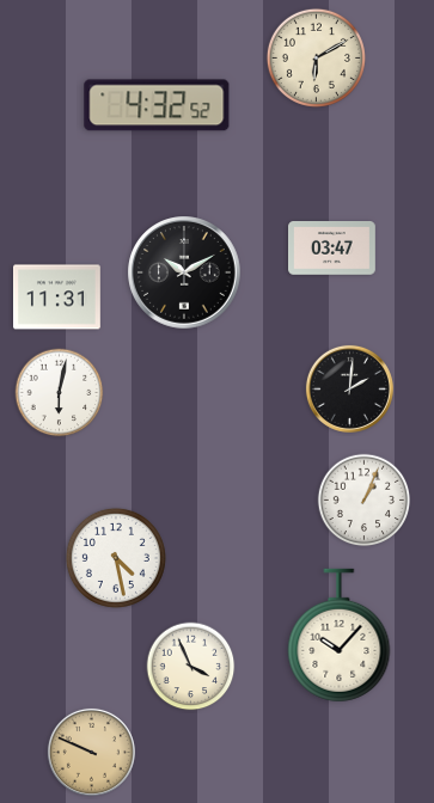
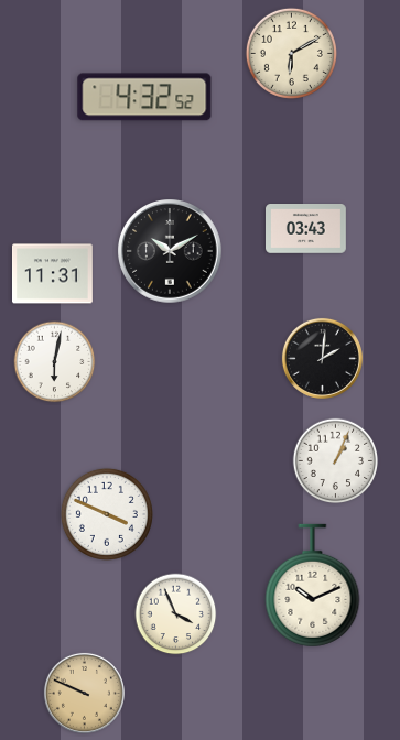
clock at (332, 249): 03:47 -> 03:43
clock at (116, 558): 4:28 -> 3:49
clock at (340, 636): 10:07 -> 10:11
